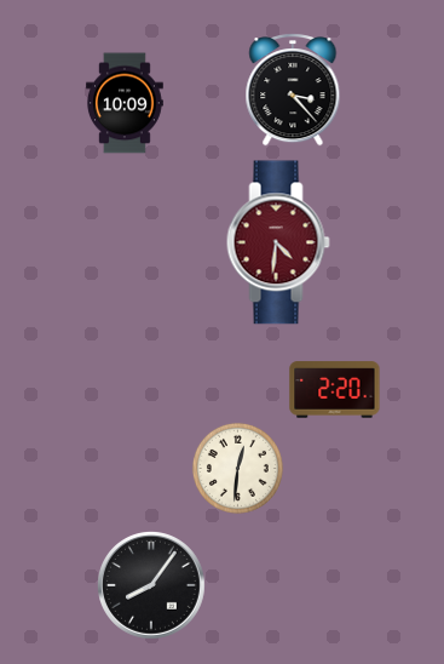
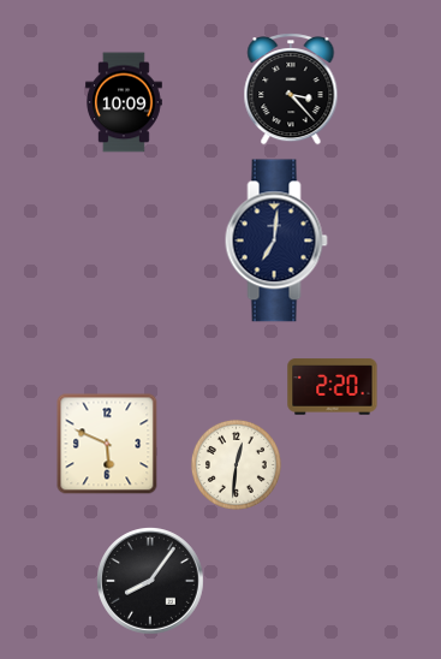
clock at (278, 242): 4:31 -> 7:01
clock at (278, 242) dial: burgundy -> navy
clock at (107, 444): none -> 5:49
